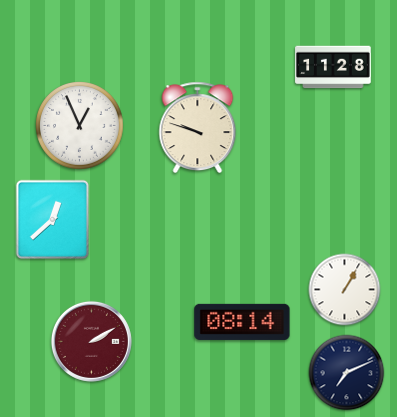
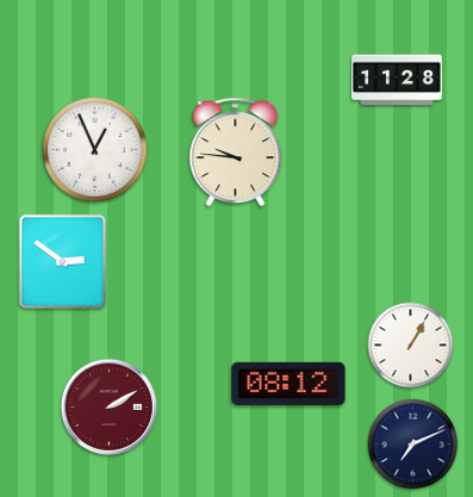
clock at (198, 128): 9:48 -> 9:46
clock at (53, 220): 12:38 -> 2:51
clock at (242, 322): 08:14 -> 08:12
